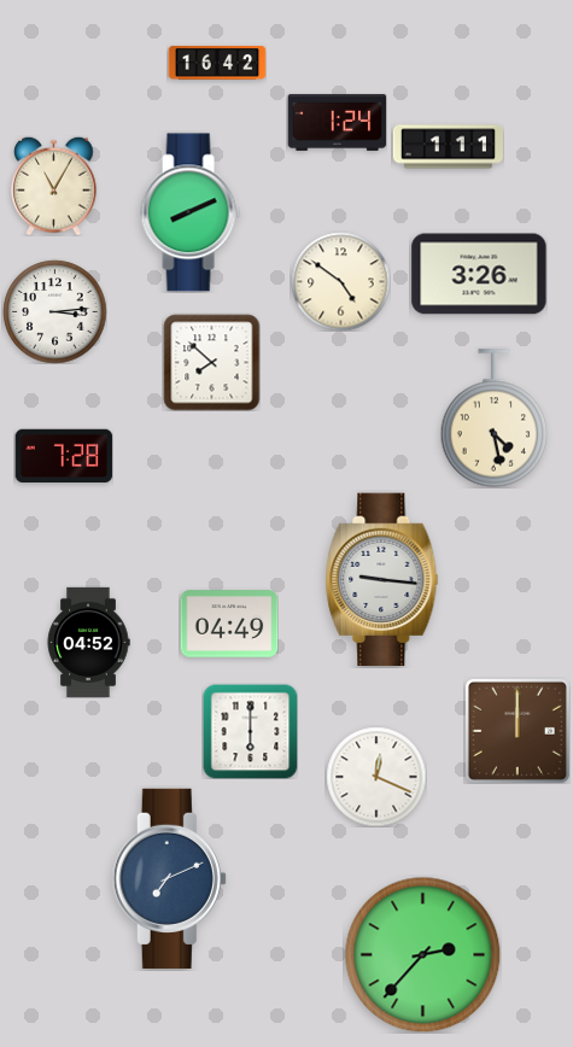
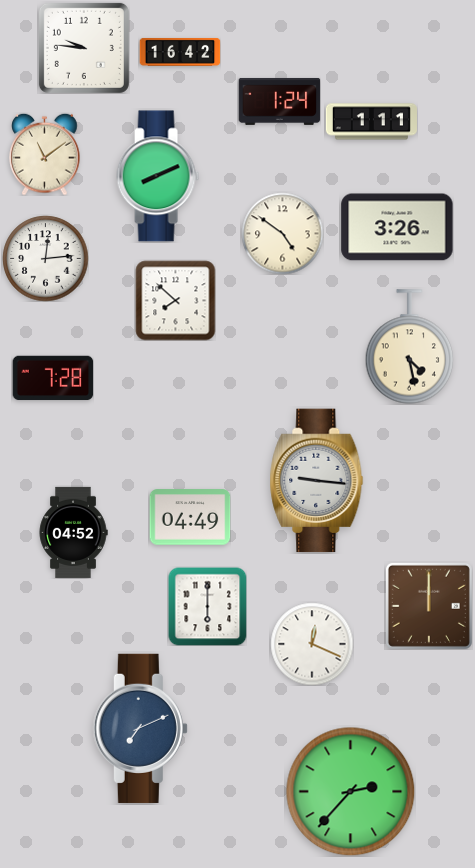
clock at (84, 48): none -> 9:46
clock at (54, 186): 11:05 -> 11:09
clock at (54, 311): 3:14 -> 12:14
